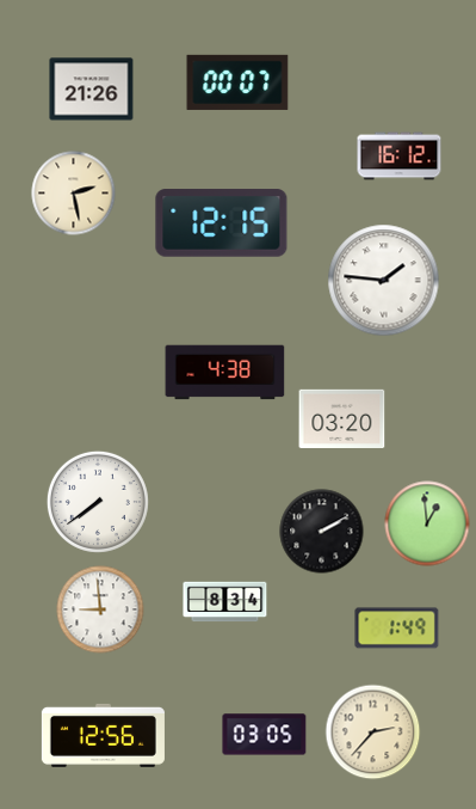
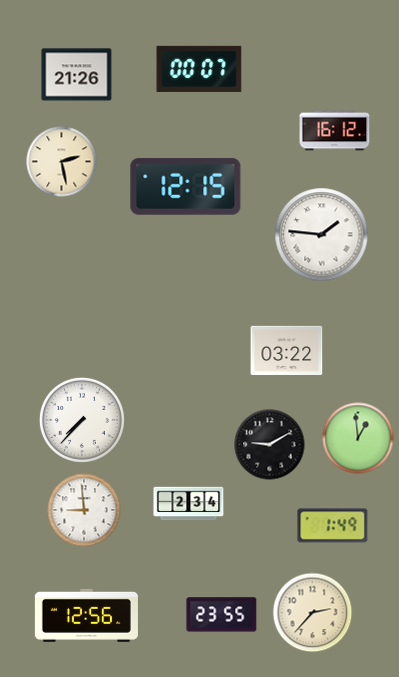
clock at (225, 373): 4:38 -> none
clock at (342, 418): 03:20 -> 03:22
clock at (98, 502): 7:39 -> 7:37
clock at (322, 532): 2:10 -> 9:10
clock at (225, 602): 8:34 -> 2:34
clock at (265, 735): 03:05 -> 23:55
